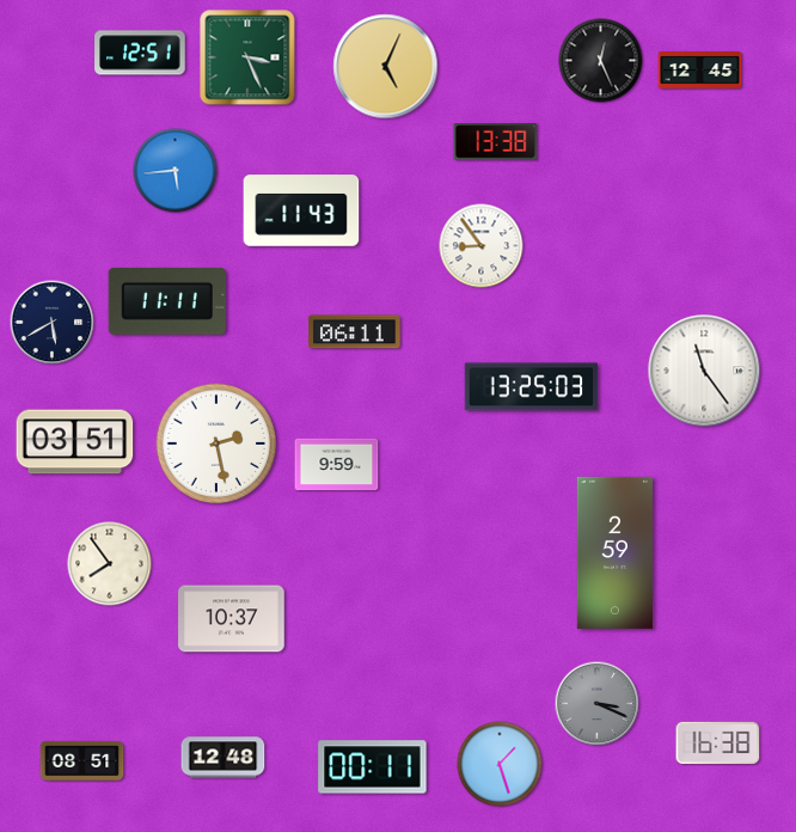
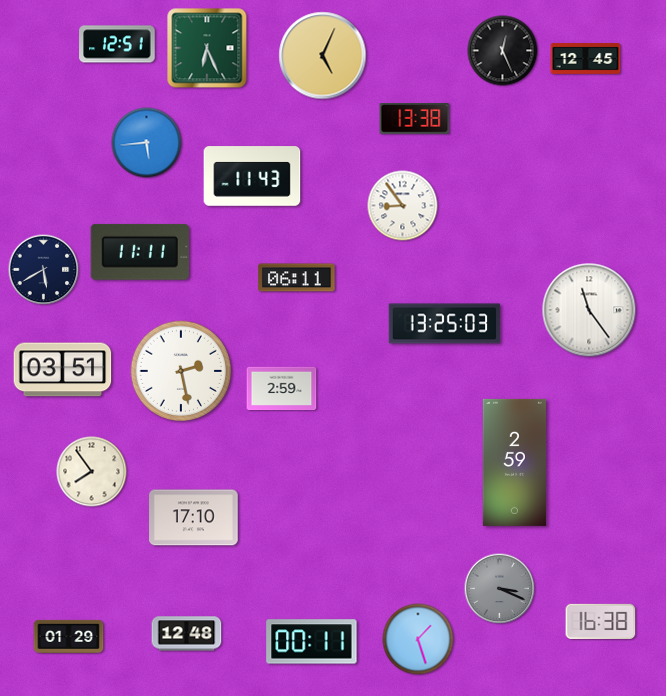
clock at (247, 57): 3:26 -> 6:26
clock at (337, 465): 9:59 -> 2:59
clock at (232, 619): 10:37 -> 17:10
clock at (82, 760): 08:51 -> 01:29
